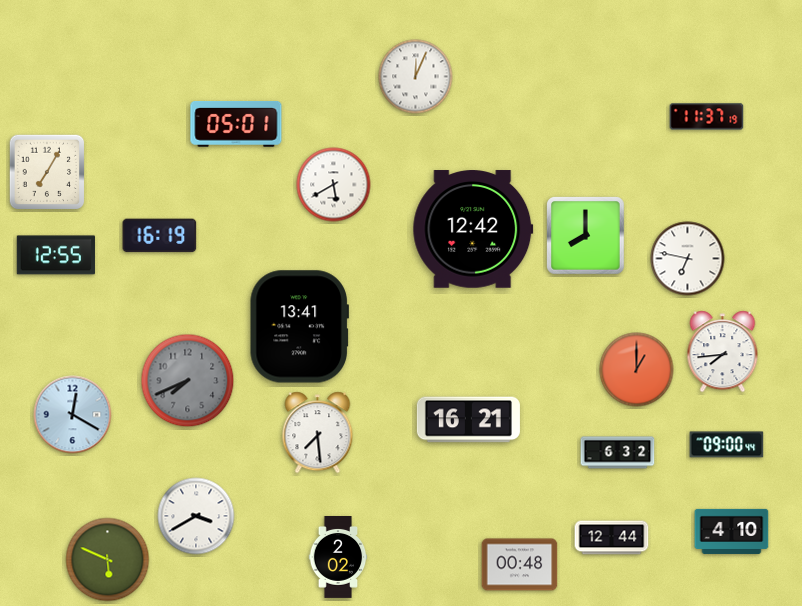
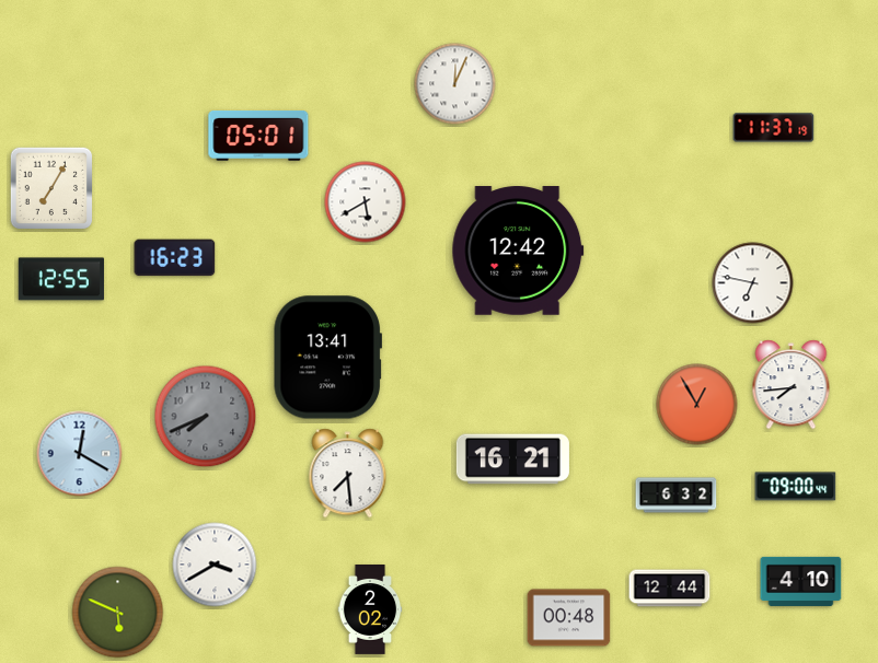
clock at (160, 236): 16:19 -> 16:23
clock at (586, 236): 8:00 -> none
clock at (637, 370): 1:00 -> 12:55
